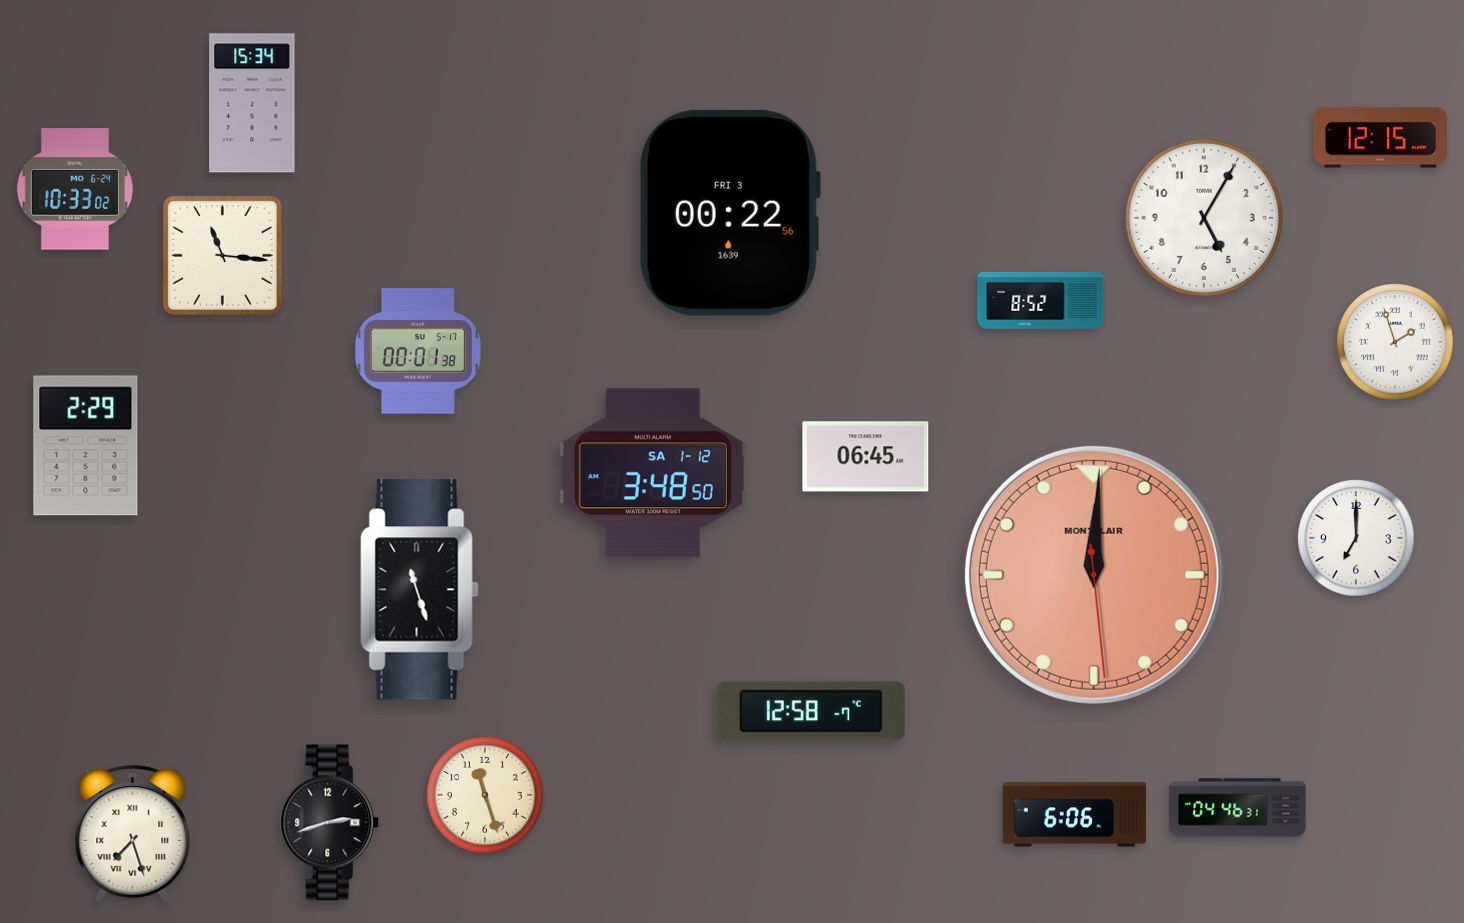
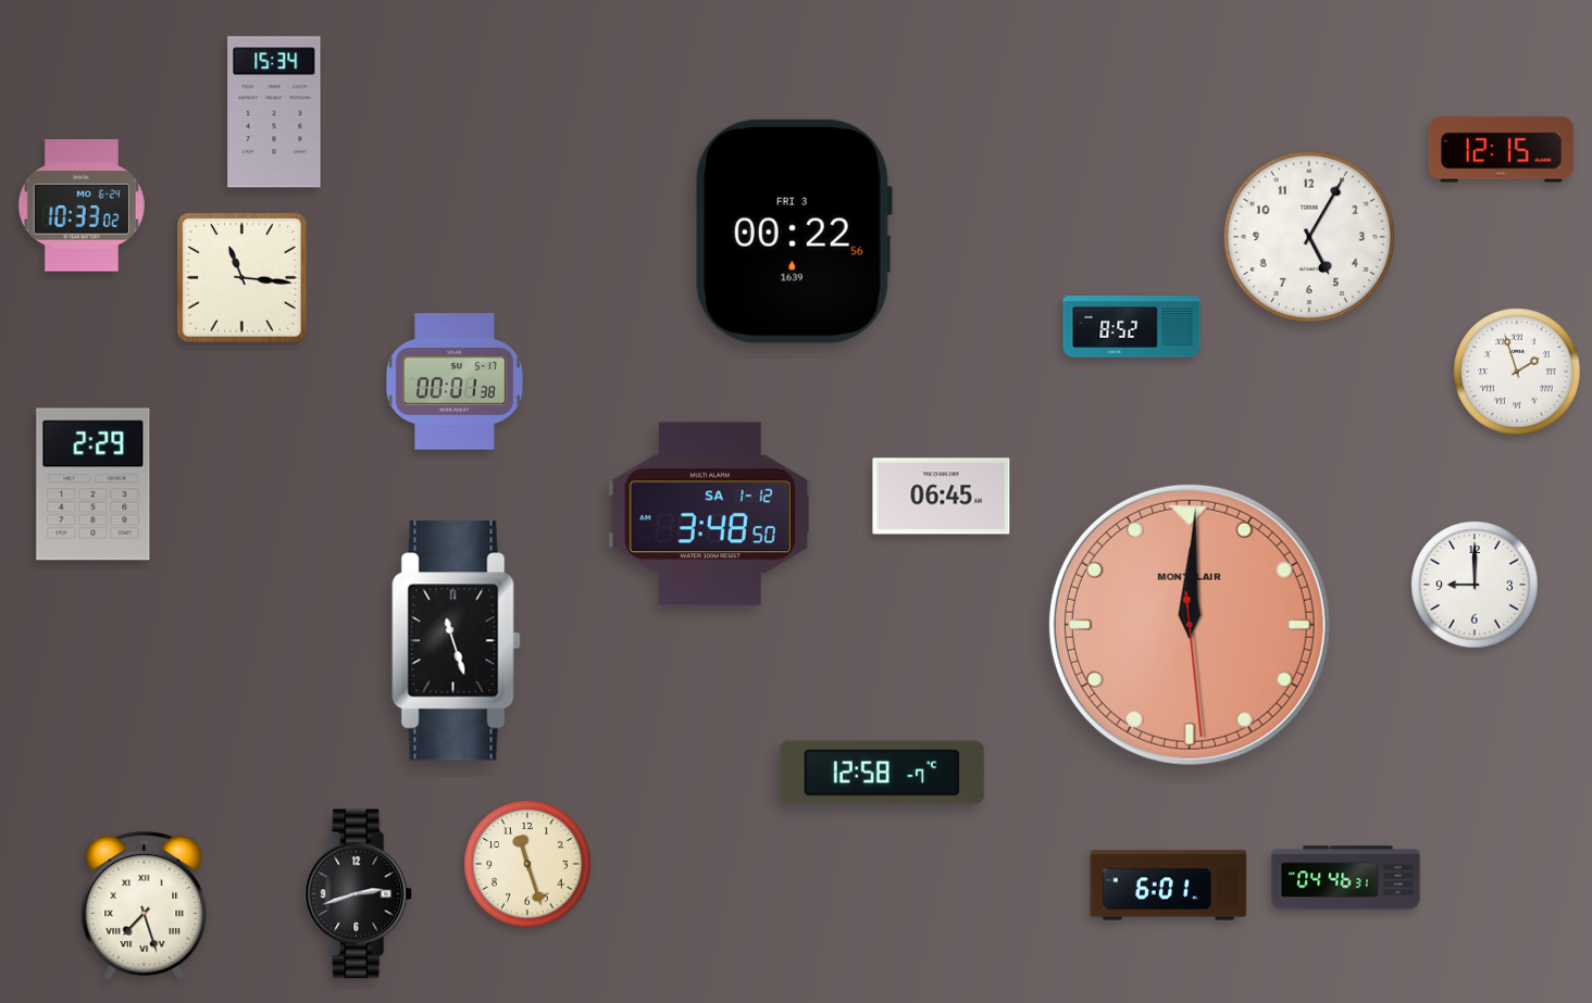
clock at (1356, 538): 7:00 -> 9:00
clock at (1075, 815): 6:06 -> 6:01
